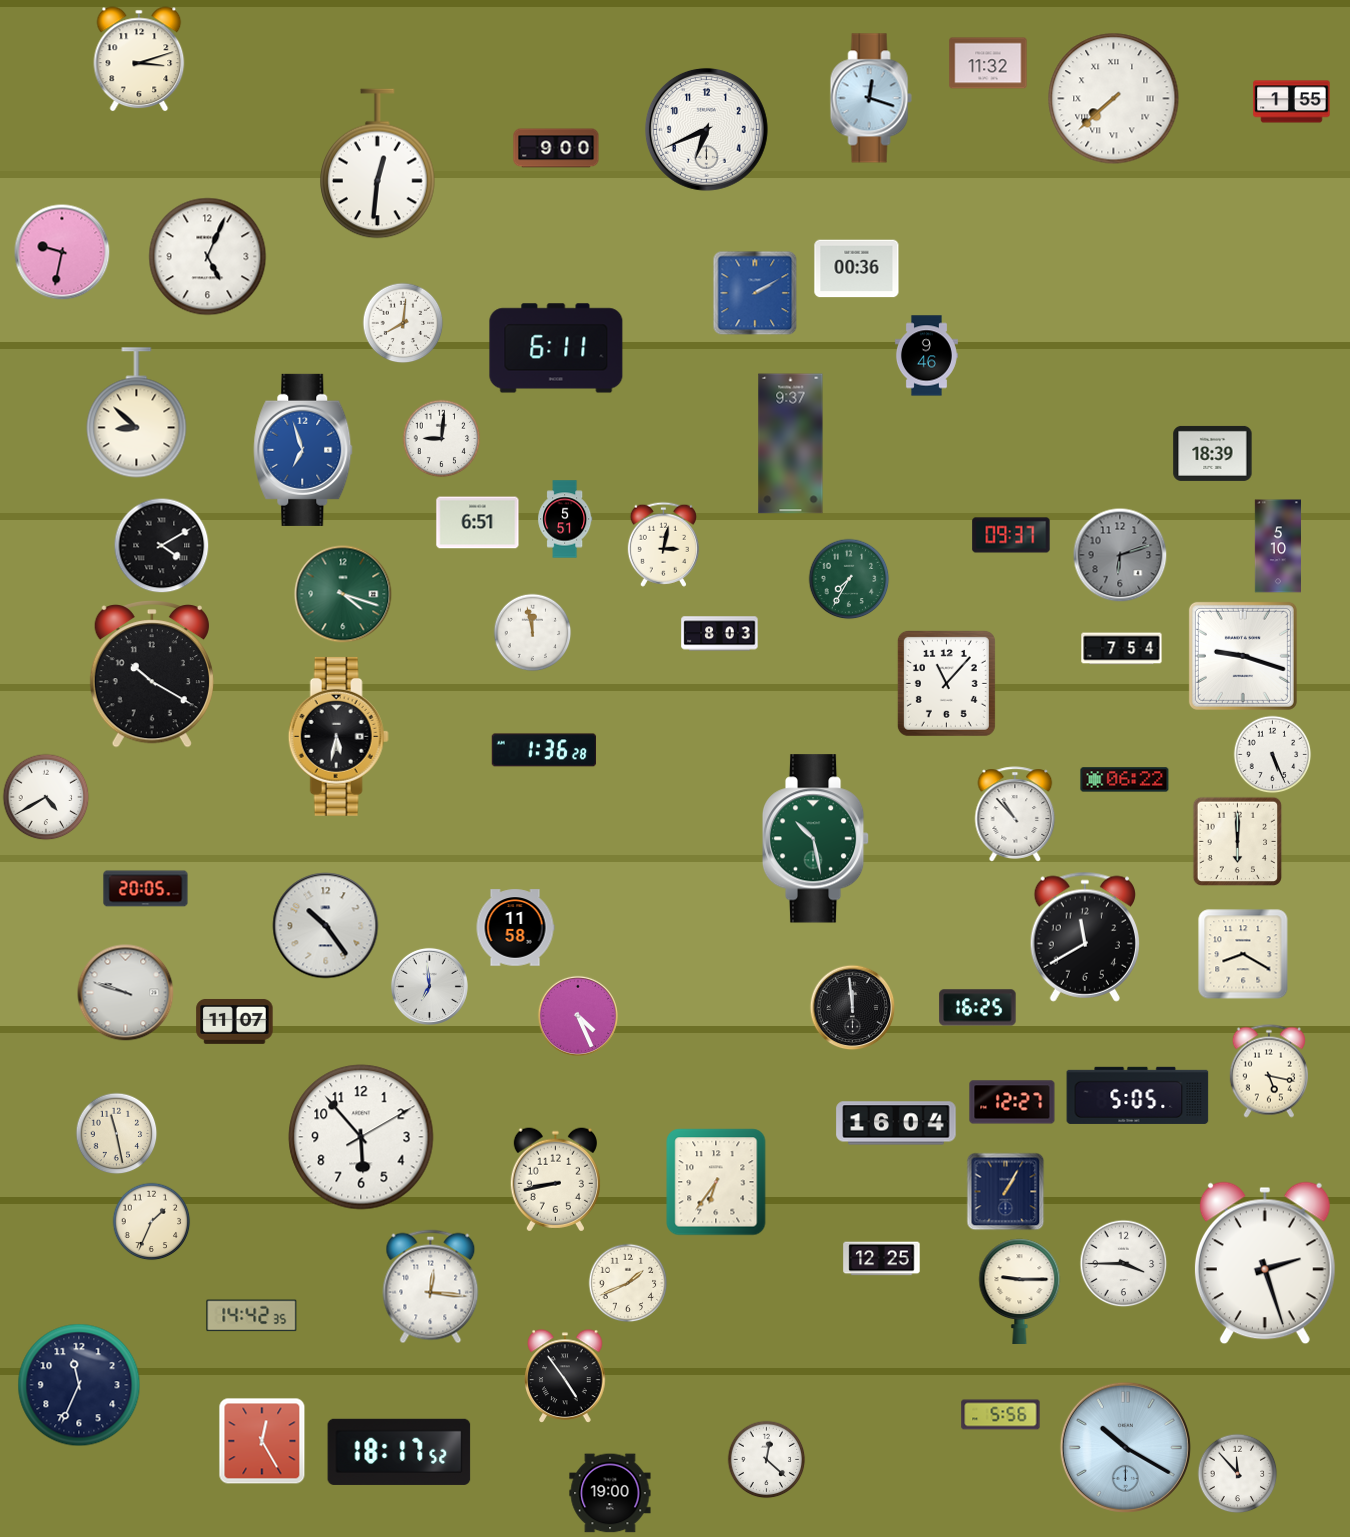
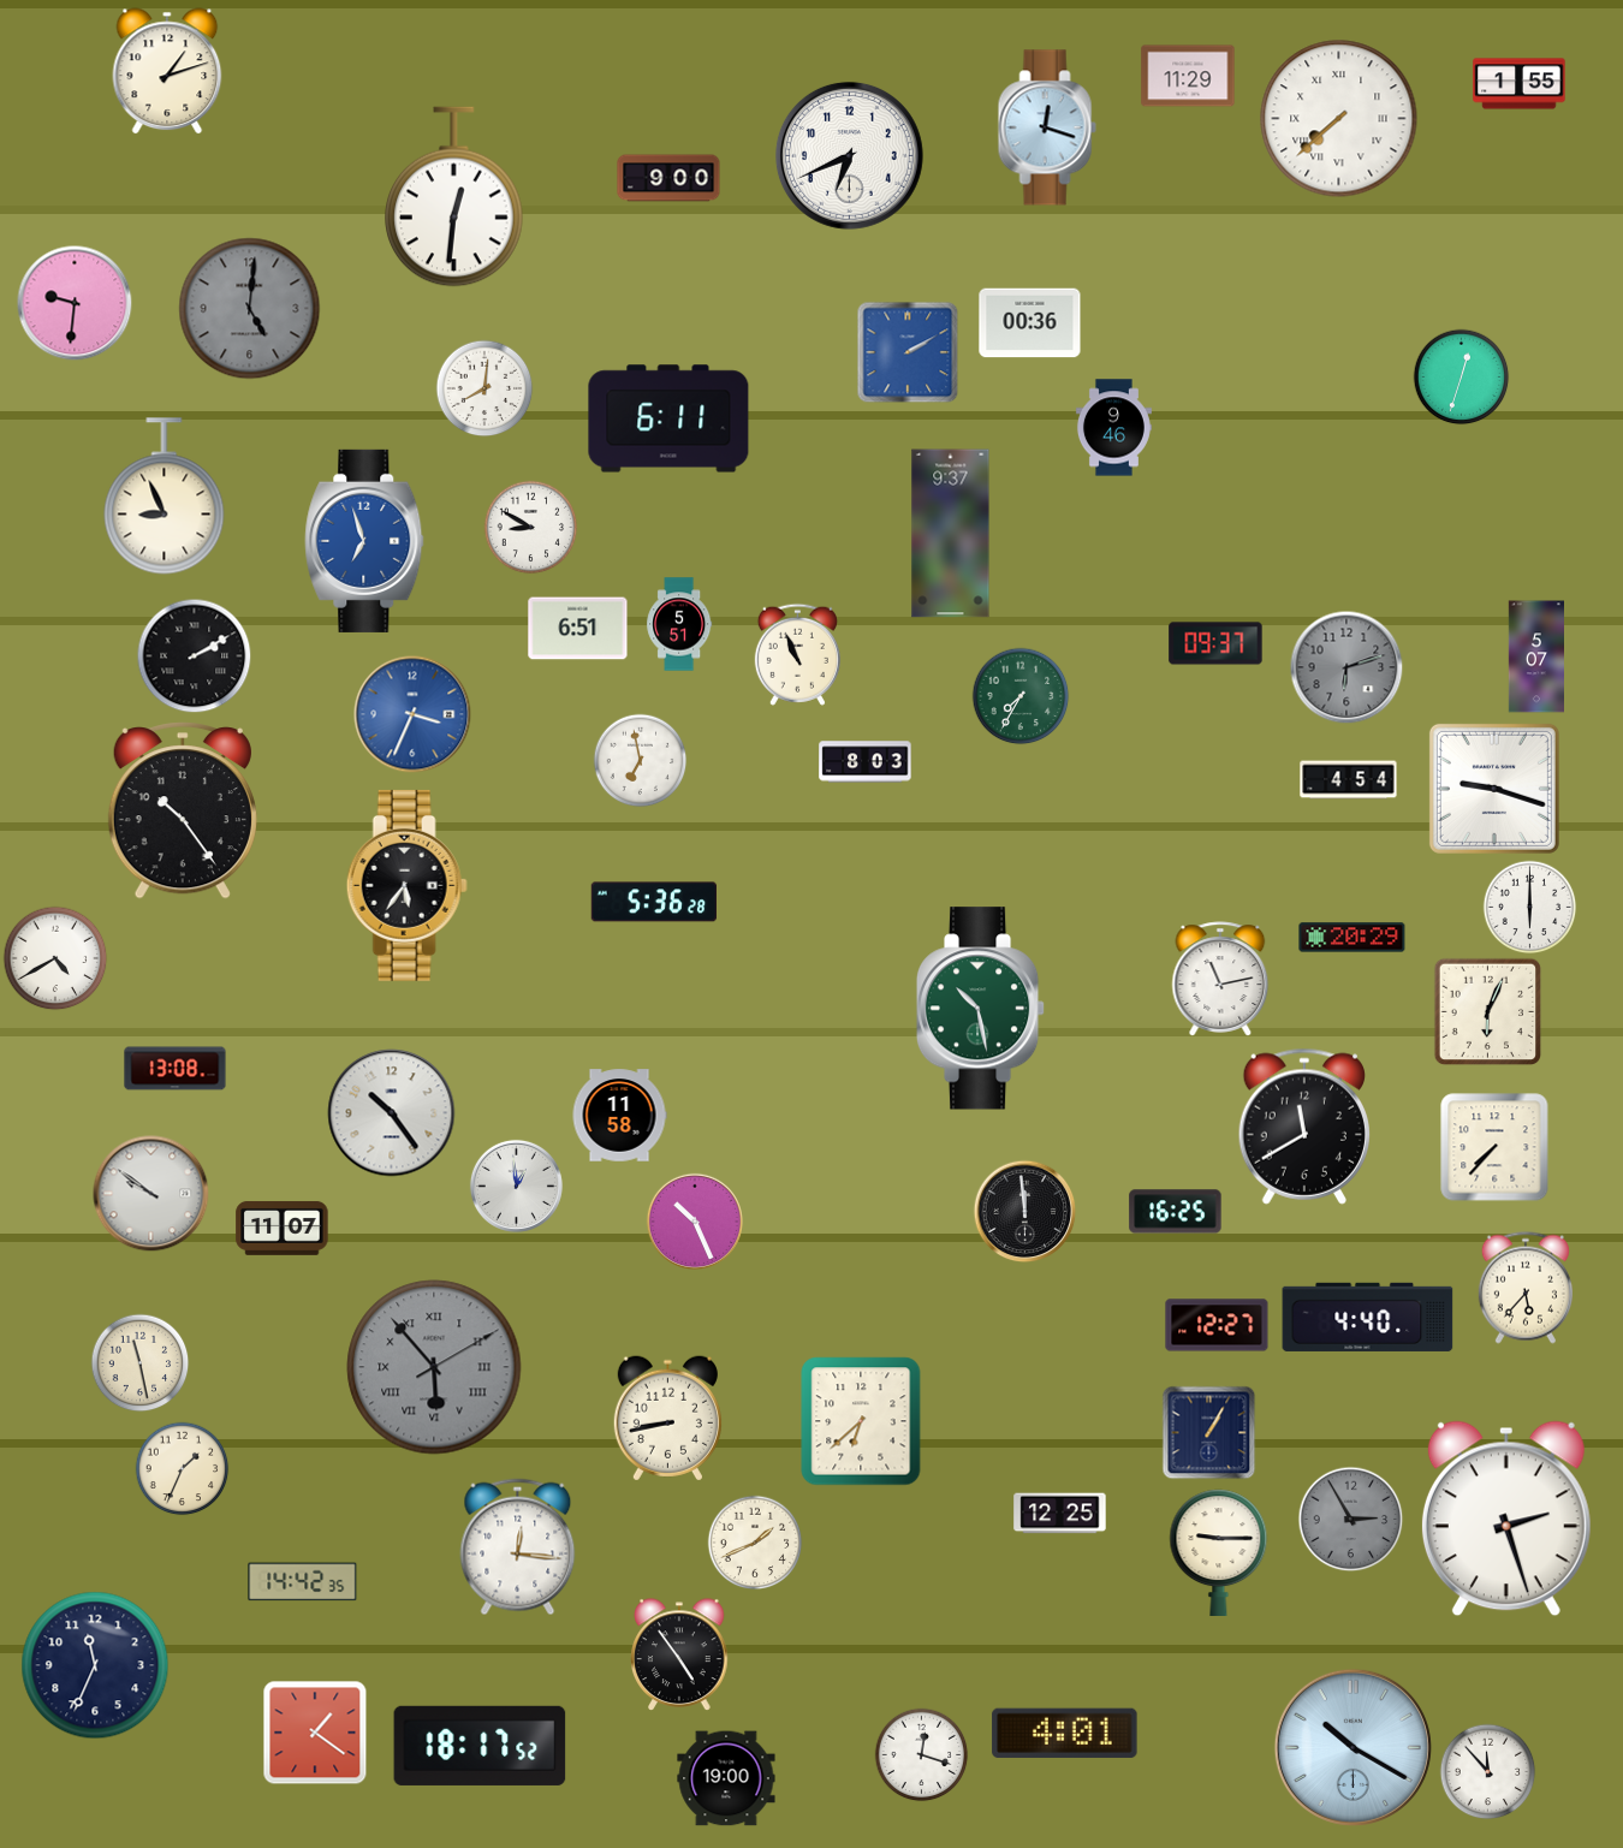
clock at (139, 59): 3:12 -> 1:12
clock at (988, 63): 11:32 -> 11:29
clock at (871, 98) position: (871, 98) -> (1047, 127)
clock at (1292, 102) position: (1292, 102) -> (1520, 84)
clock at (62, 252): 9:32 -> 9:31
clock at (208, 257): 5:04 -> 5:01
clock at (208, 257) dial: white -> grey
clock at (1461, 376): none -> 12:33
clock at (137, 413): 8:52 -> 8:56
clock at (441, 438): 9:01 -> 8:50
clock at (1213, 453): 18:39 -> none
clock at (478, 523) position: (478, 523) -> (578, 629)
clock at (663, 544): 3:02 -> 10:56
clock at (161, 545): 4:10 -> 2:10
clock at (1277, 546): 5:10 -> 5:07
clock at (343, 594): 4:18 -> 3:34
clock at (343, 594) dial: green -> blue
clock at (532, 632): 11:58 -> 6:58
clock at (1122, 649): 7:54 -> 4:54
clock at (152, 674): 10:20 -> 10:24
clock at (946, 683): 11:07 -> none
clock at (338, 736): 5:32 -> 5:36
clock at (543, 750): 1:36 -> 5:36
clock at (1272, 754): 5:26 -> 6:00
clock at (1125, 780): 06:22 -> 20:29
clock at (1015, 814): 10:53 -> 11:13
clock at (1237, 841): 6:00 -> 6:04
clock at (146, 889): 20:05 -> 13:08
clock at (1243, 954): 8:20 -> 7:37
clock at (429, 986): 6:59 -> 12:59
clock at (126, 993): 9:48 -> 9:51
clock at (578, 1016): 4:26 -> 10:26
clock at (1269, 1071): 5:17 -> 5:37
clock at (1138, 1095): 5:05 -> 4:40
clock at (896, 1123): 16:04 -> none
clock at (361, 1137) dial: white -> grey
clock at (361, 1137) numerals: Arabic -> Roman
clock at (716, 1182): 6:36 -> 6:38
clock at (1123, 1263): 3:45 -> 2:55
clock at (1123, 1263) dial: white -> grey
clock at (1265, 1263) position: (1265, 1263) -> (1506, 1519)
clock at (1020, 1291) position: (1020, 1291) -> (1219, 1552)
clock at (1001, 1415): 5:56 -> none
clock at (262, 1441): 12:25 -> 1:21
clock at (1065, 1733): none -> 4:01
clock at (1125, 1447) position: (1125, 1447) -> (1352, 1747)
clock at (766, 1459): 12:22 -> 12:18
clock at (610, 1493) position: (610, 1493) -> (726, 1778)
